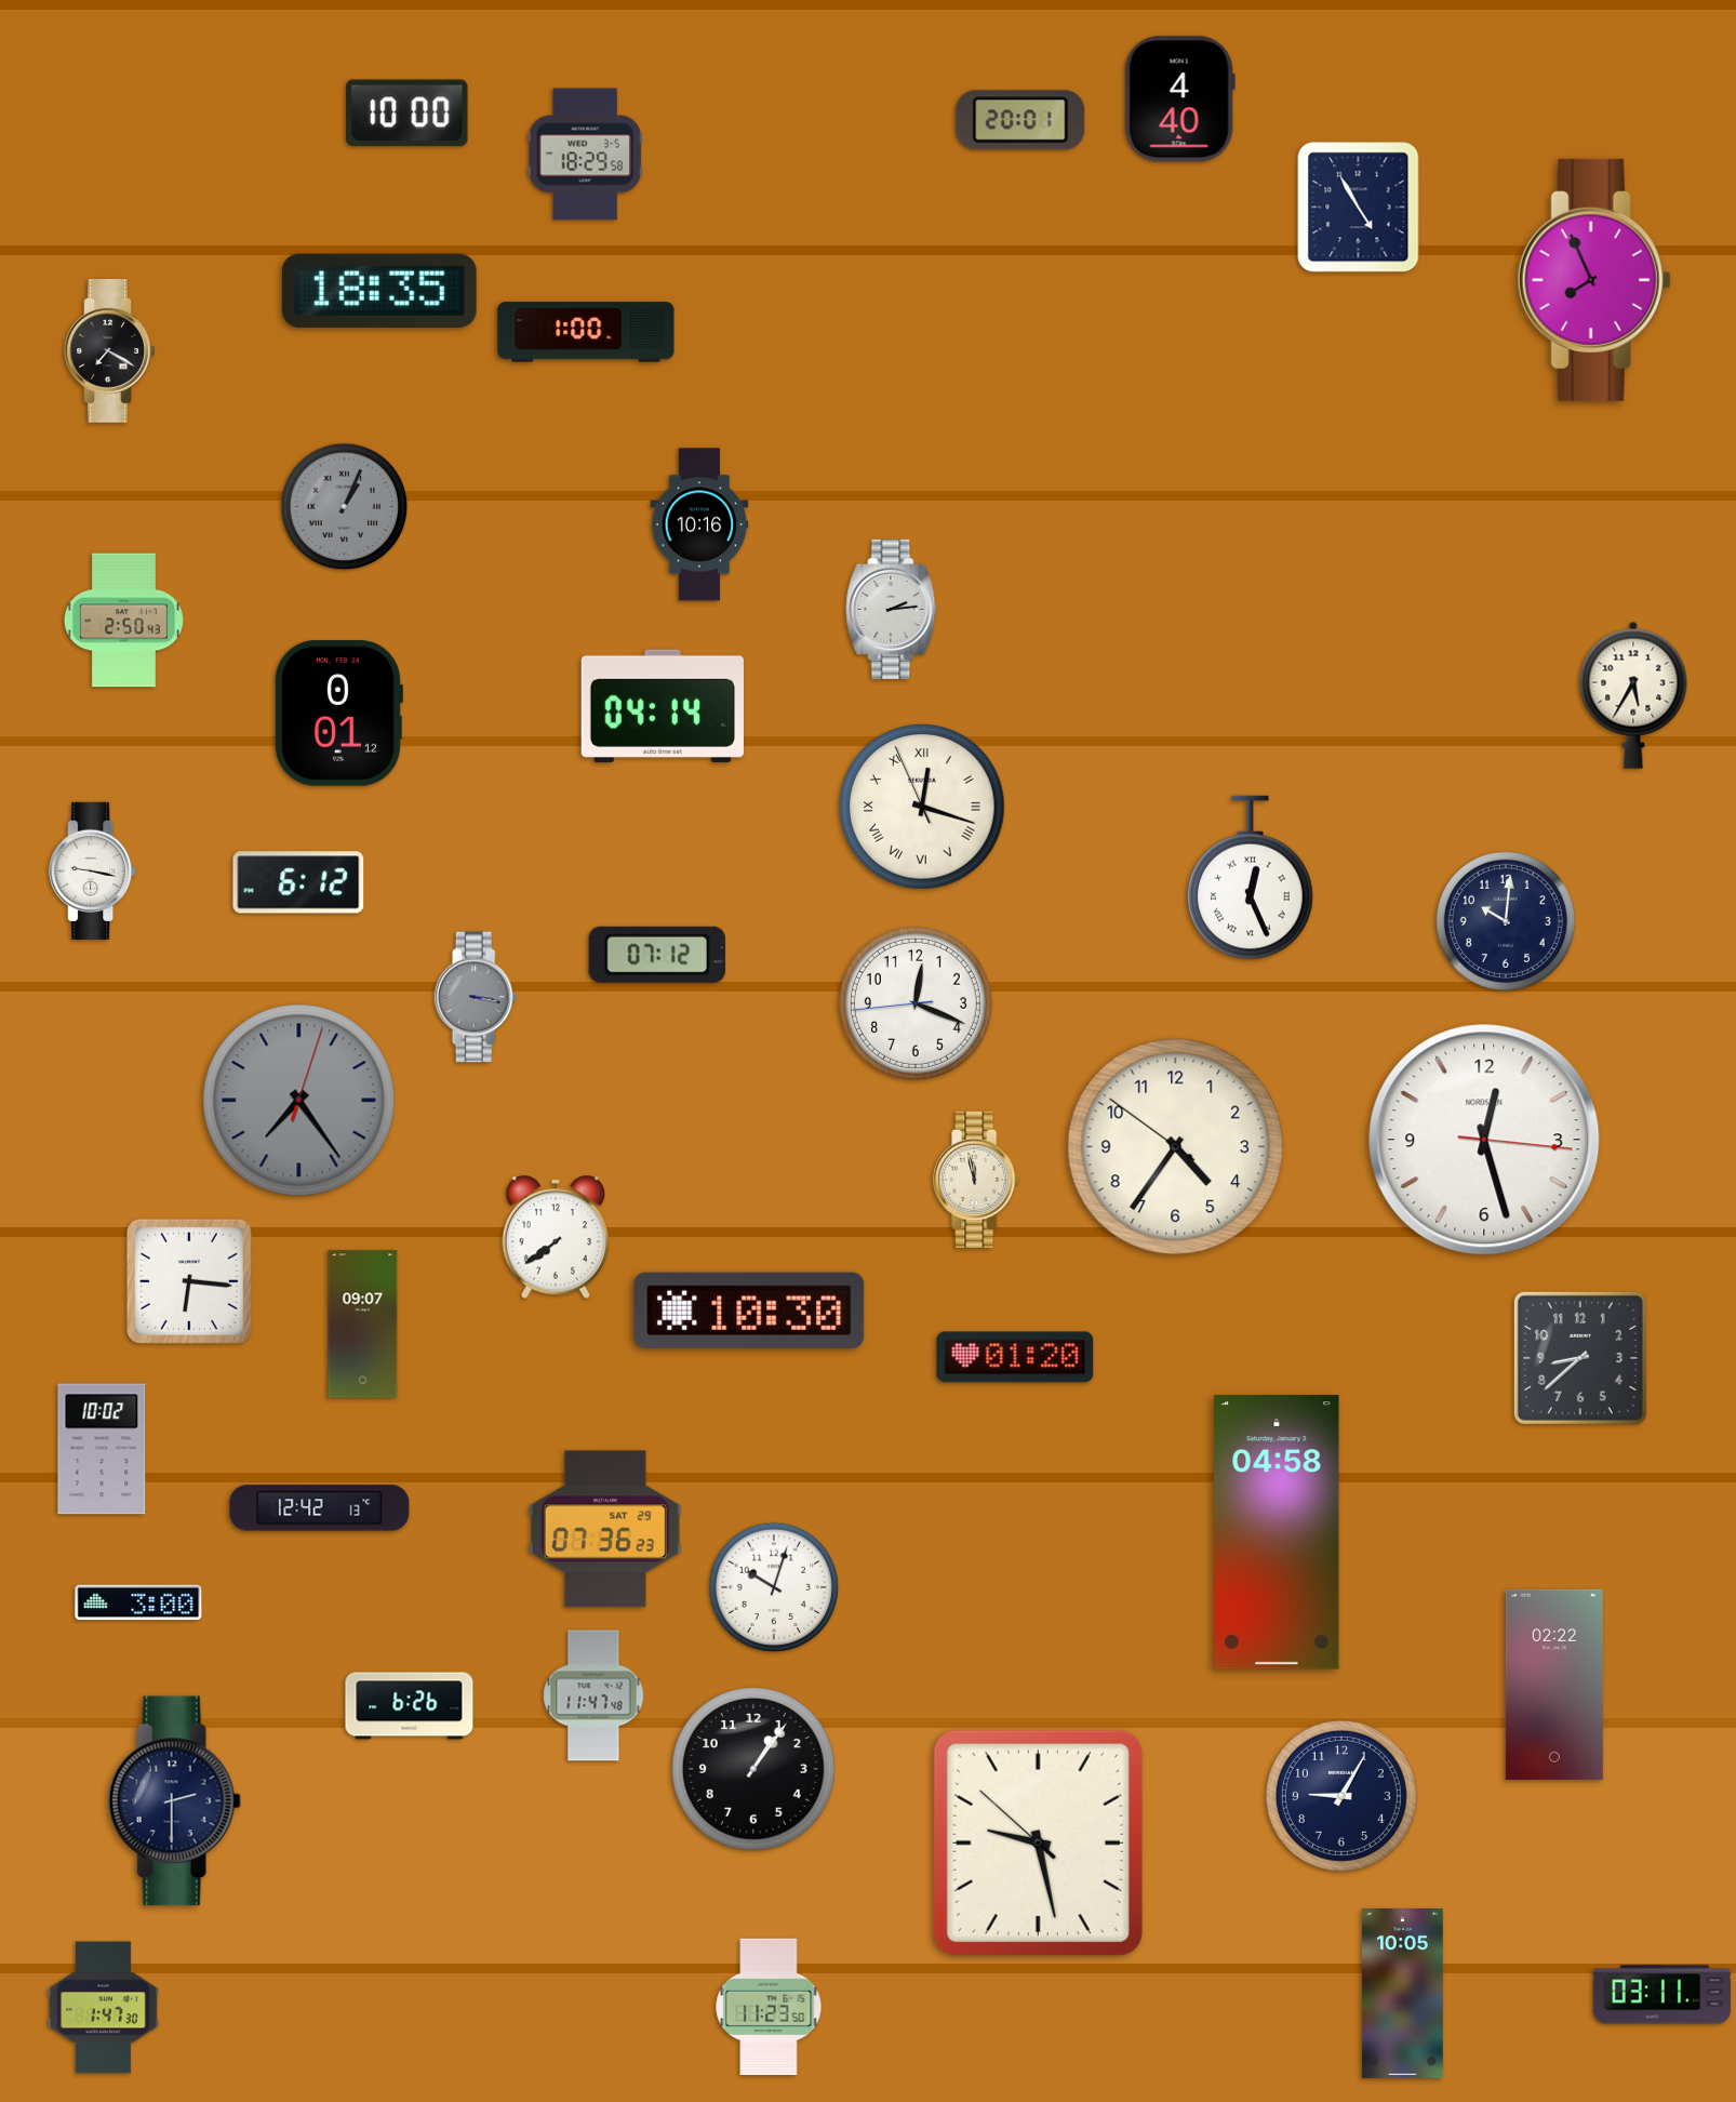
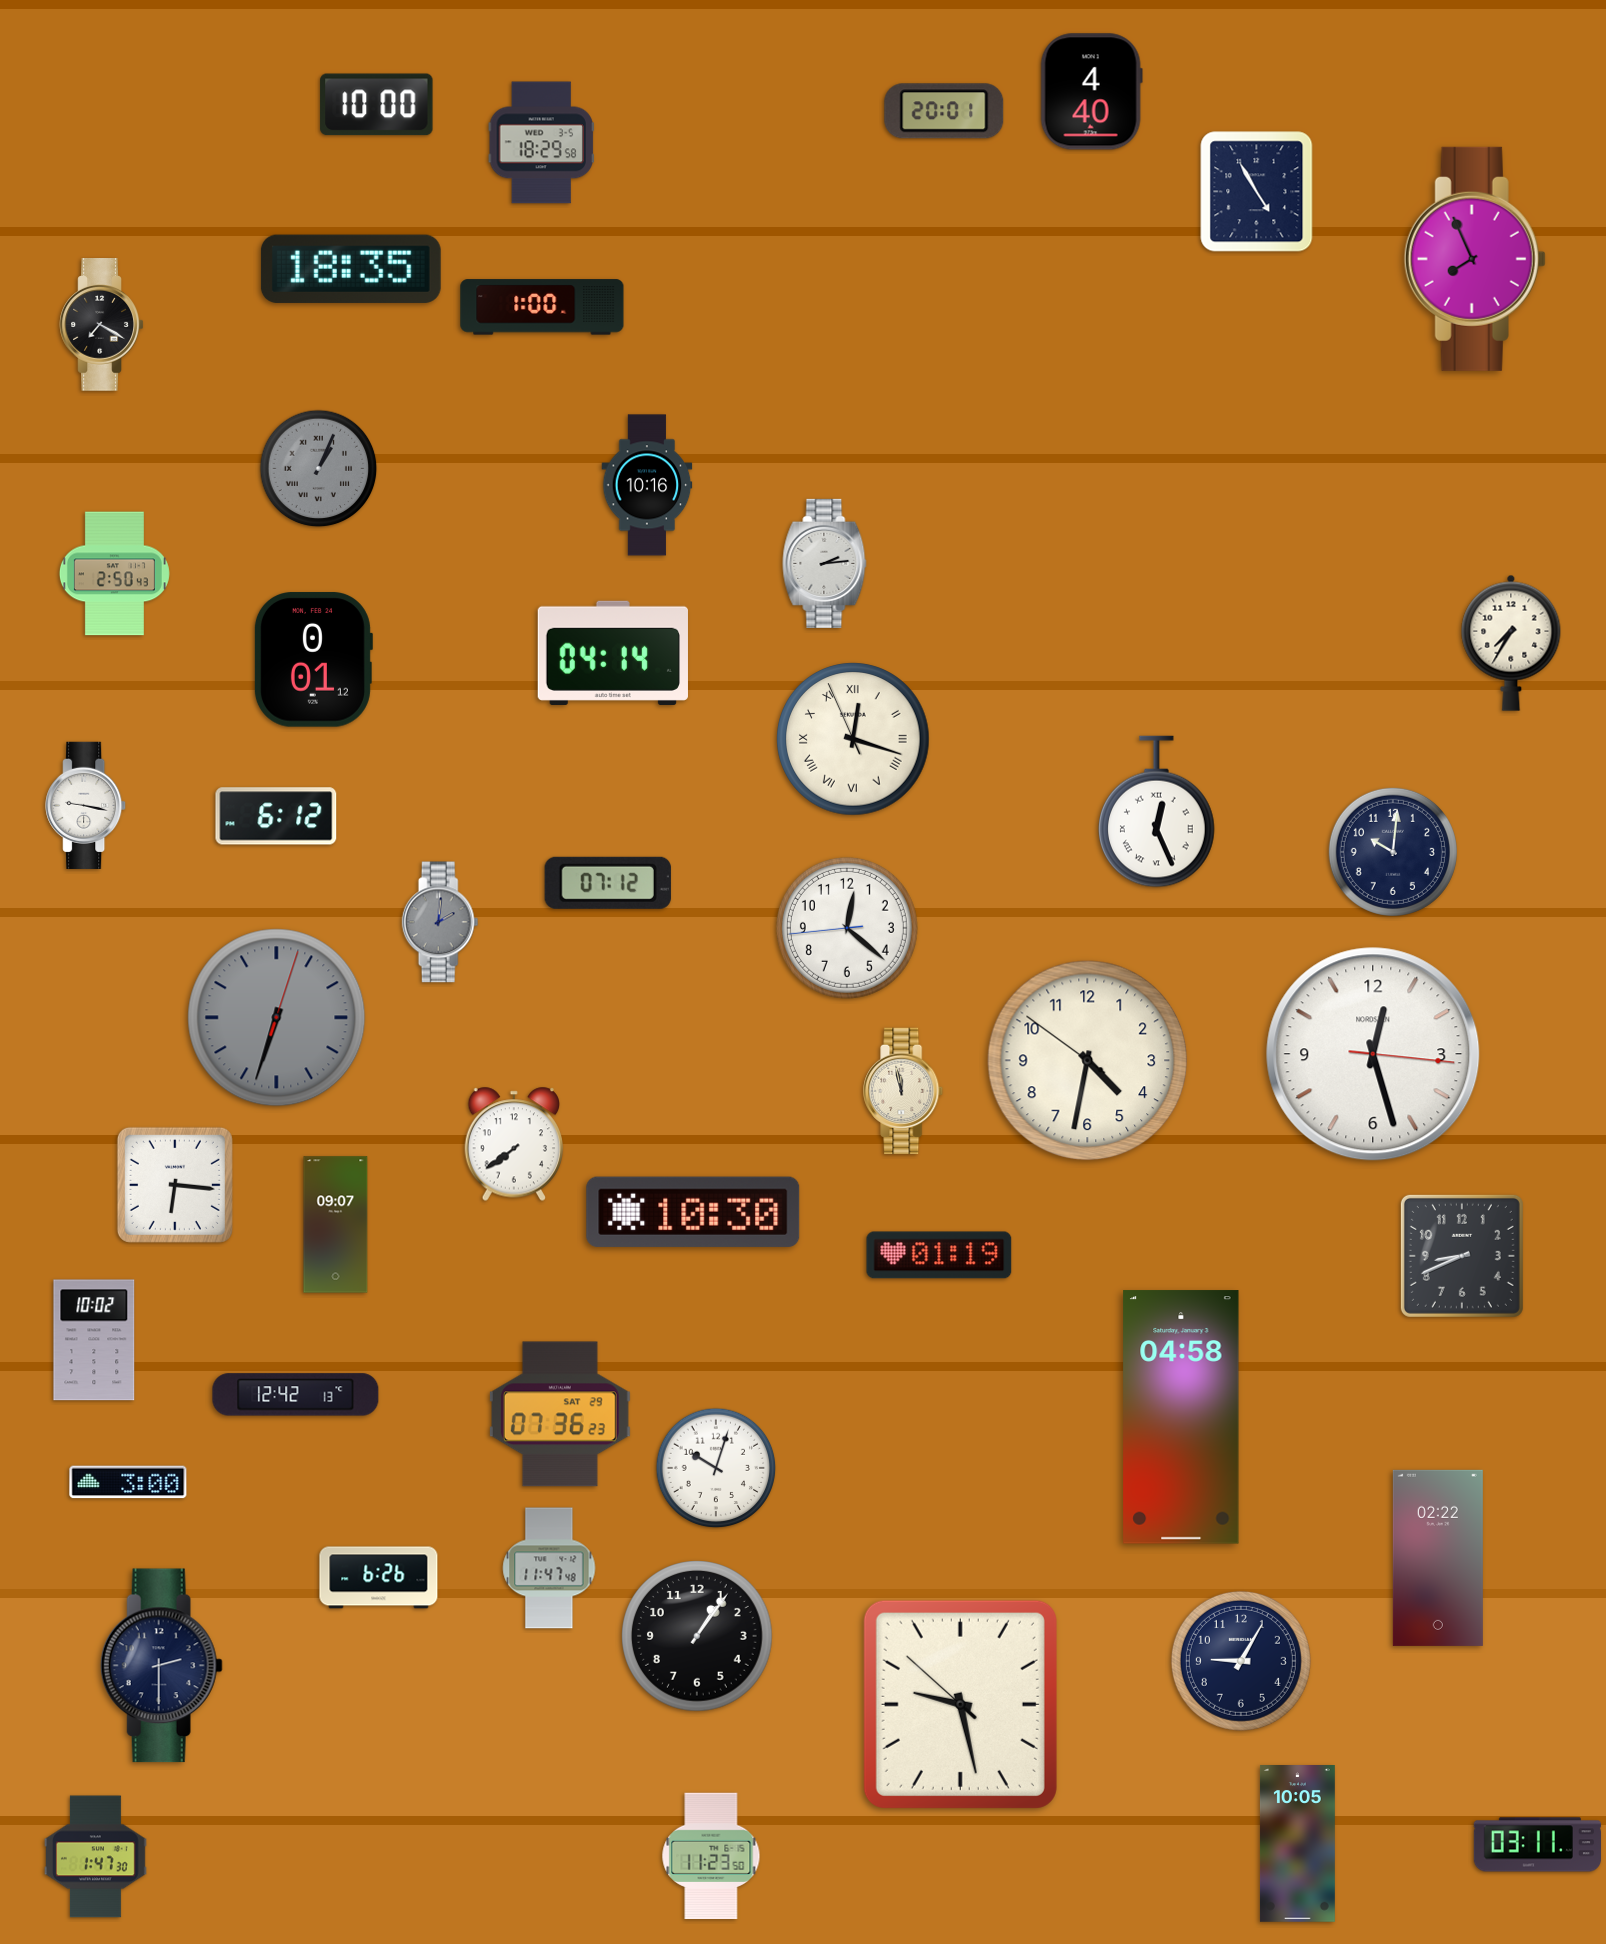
clock at (1633, 695): 5:35 -> 7:35
clock at (922, 807) position: (922, 807) -> (853, 739)
clock at (476, 997): 3:17 -> 2:01
clock at (916, 1003): 12:18 -> 12:21
clock at (299, 1101): 7:24 -> 6:33
clock at (1176, 1147): 4:35 -> 4:31
clock at (1015, 1357): 01:20 -> 01:19
clock at (1580, 1358): 8:38 -> 8:41
